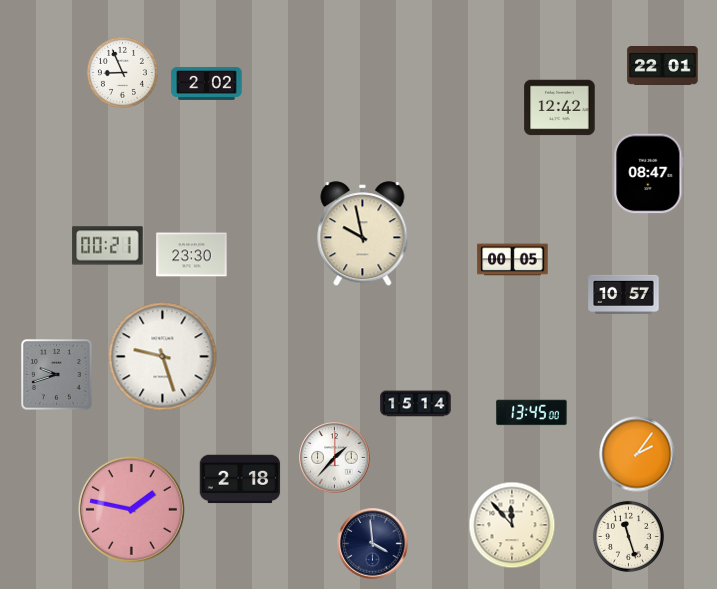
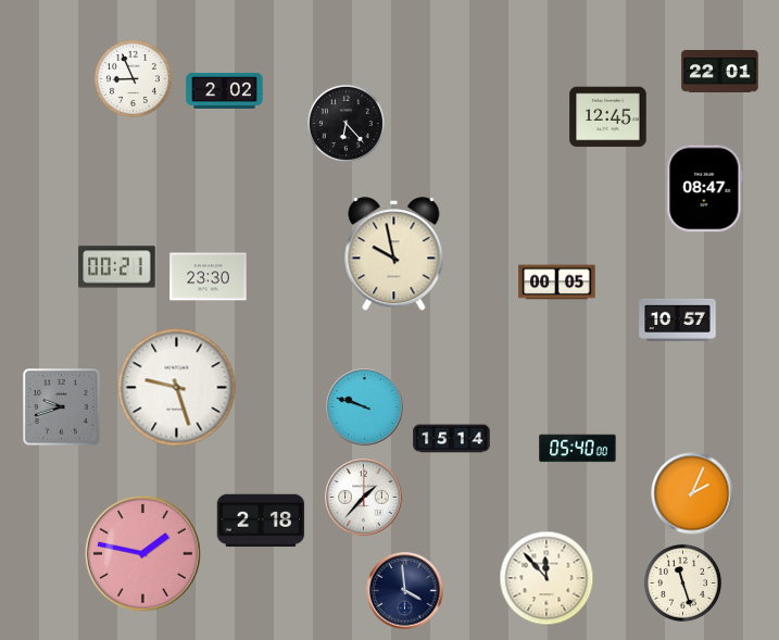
clock at (560, 108): 12:42 -> 12:45
clock at (345, 123): none -> 6:23
clock at (365, 407): none -> 9:48
clock at (532, 413): 13:45 -> 05:40
clock at (637, 454): 2:06 -> 2:04
clock at (512, 525) position: (512, 525) -> (546, 578)
